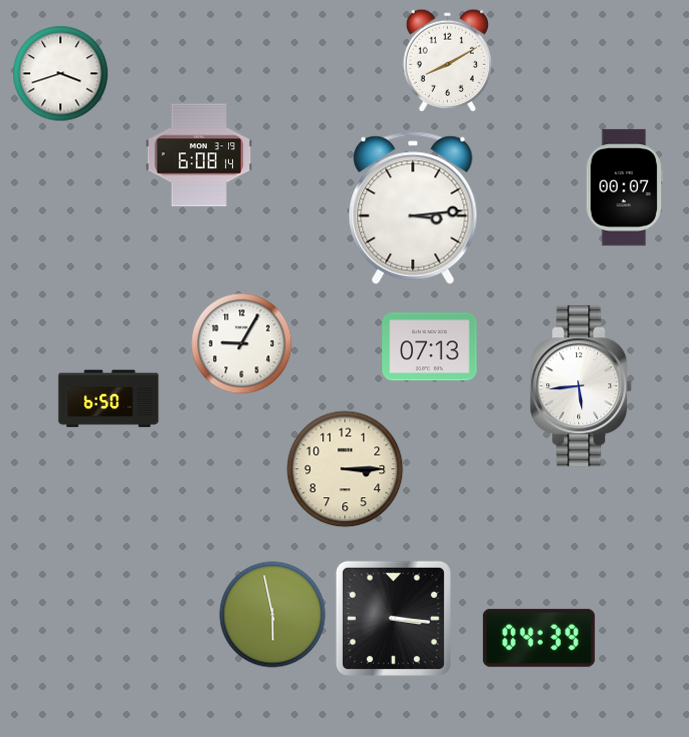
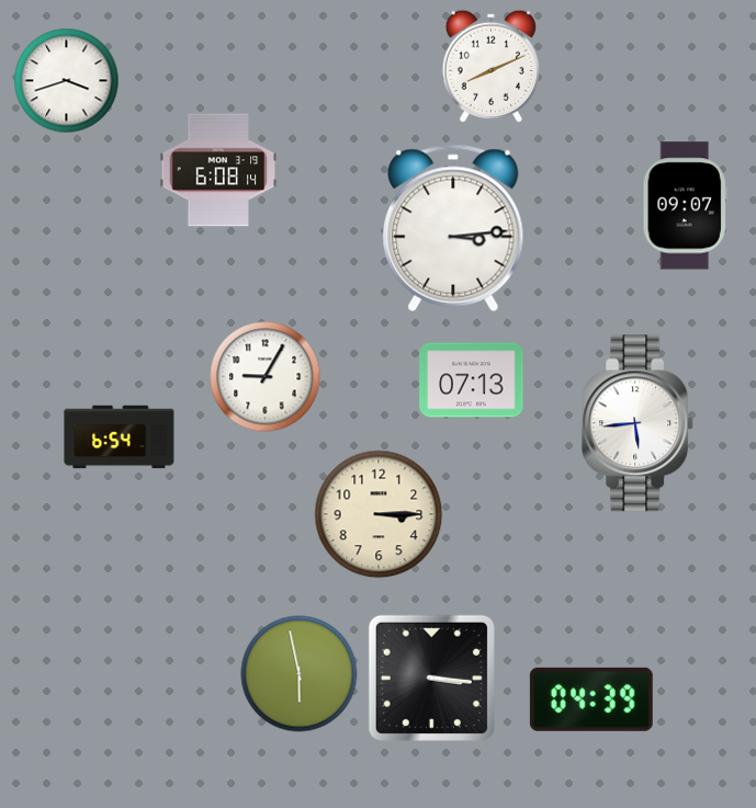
clock at (447, 60): 8:10 -> 8:11
clock at (624, 188): 00:07 -> 09:07
clock at (109, 399): 6:50 -> 6:54
